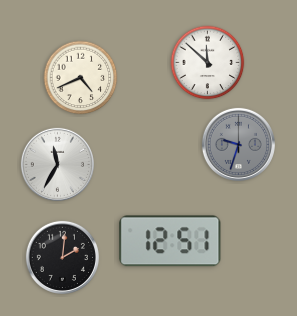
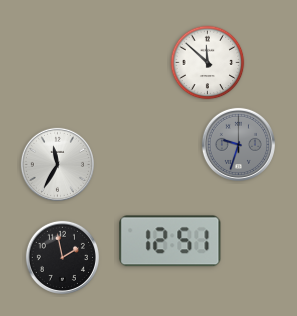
clock at (81, 78): 4:41 -> none
clock at (62, 257): 2:01 -> 1:58
